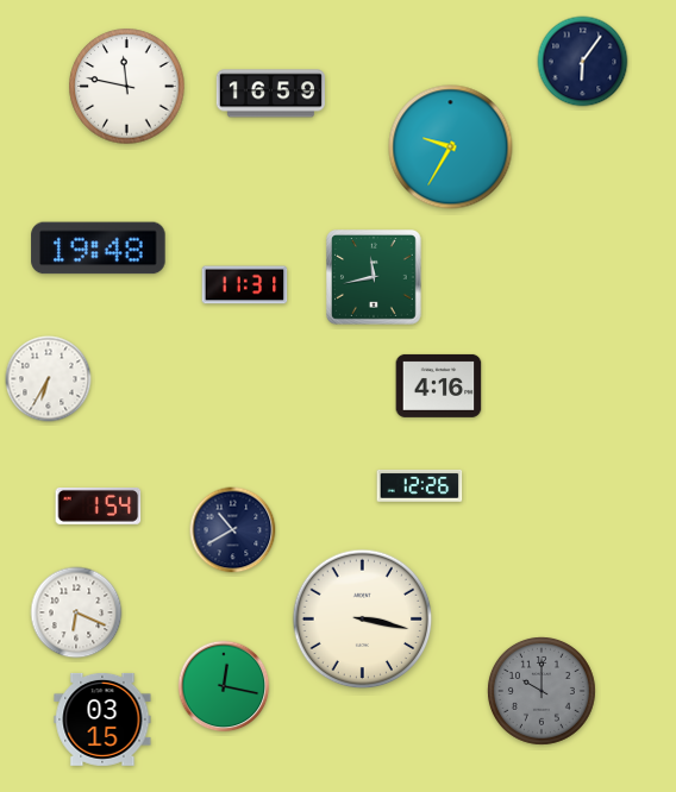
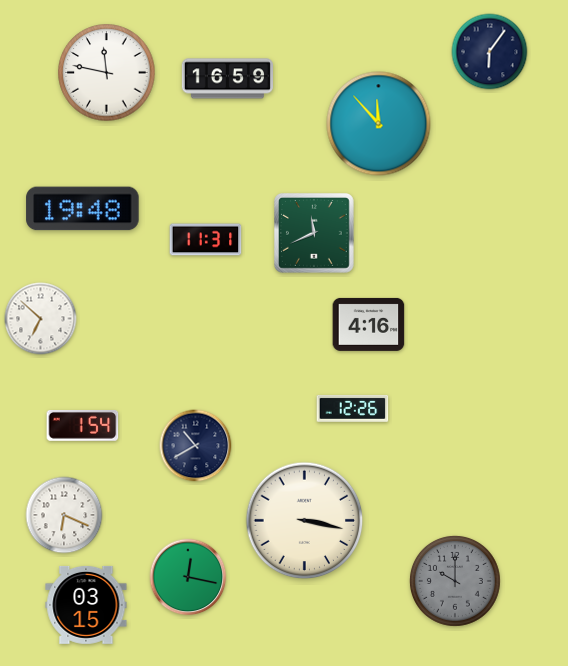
clock at (451, 147): 9:35 -> 11:53
clock at (375, 278): 11:43 -> 11:41
clock at (49, 379): 6:35 -> 6:52
